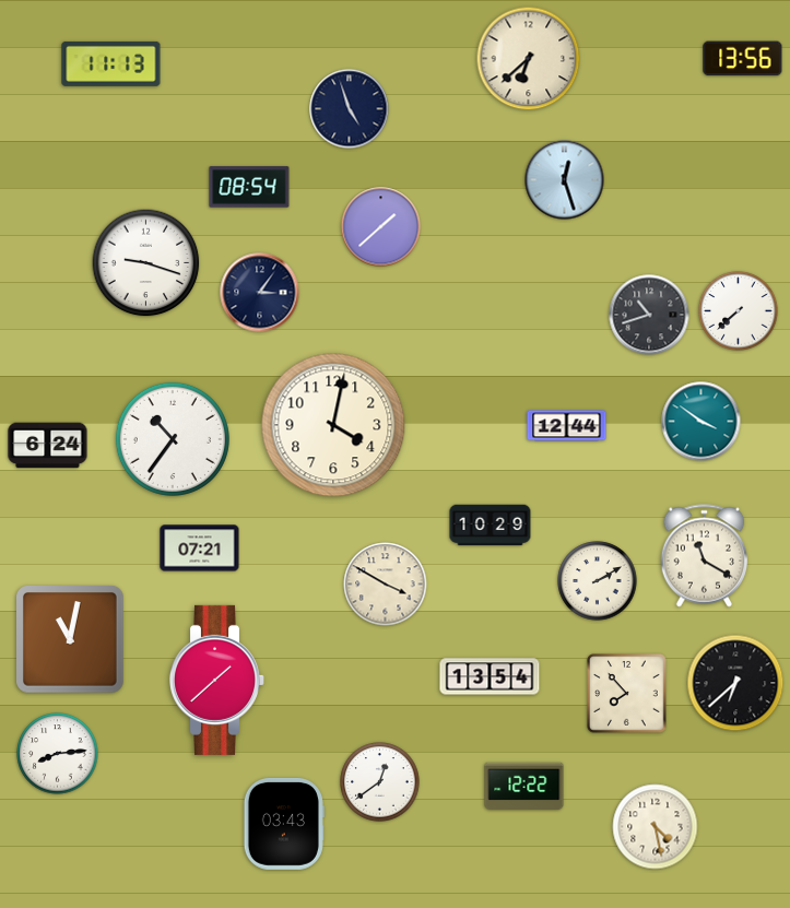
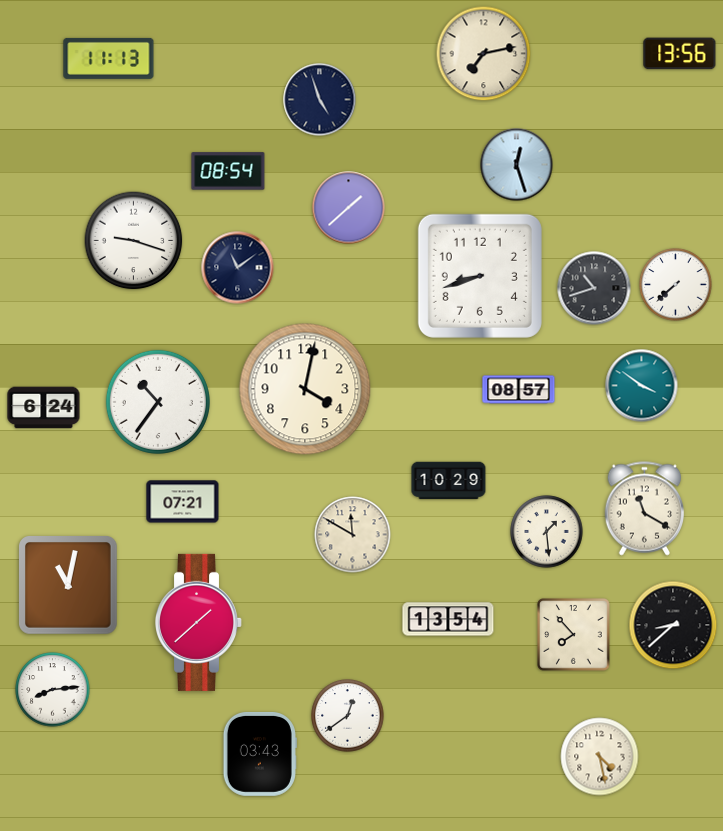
clock at (529, 59): 6:38 -> 7:13
clock at (111, 63) position: (111, 63) -> (109, 58)
clock at (260, 293): 3:06 -> 11:09
clock at (480, 276): none -> 8:42
clock at (567, 426): 12:44 -> 08:57
clock at (598, 581): 2:10 -> 1:29
clock at (386, 585): 3:50 -> 11:50
clock at (71, 640) position: (71, 640) -> (69, 586)
clock at (735, 683): 6:38 -> 8:38
clock at (524, 787): 12:22 -> none
